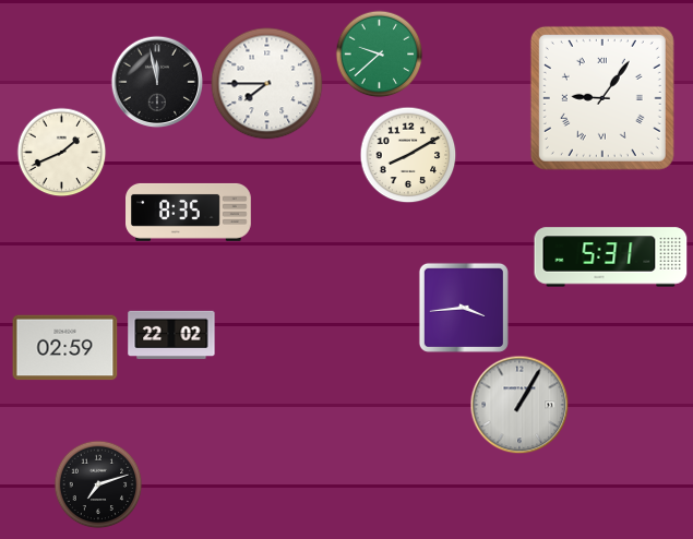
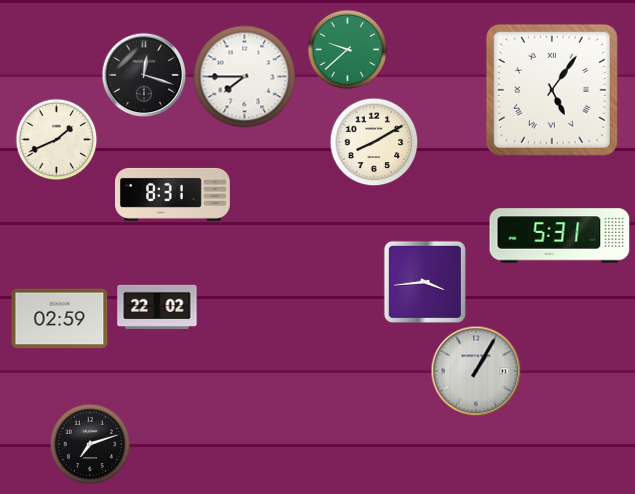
clock at (157, 82): 11:58 -> 12:18
clock at (602, 98): 9:06 -> 5:06
clock at (189, 212): 8:35 -> 8:31
